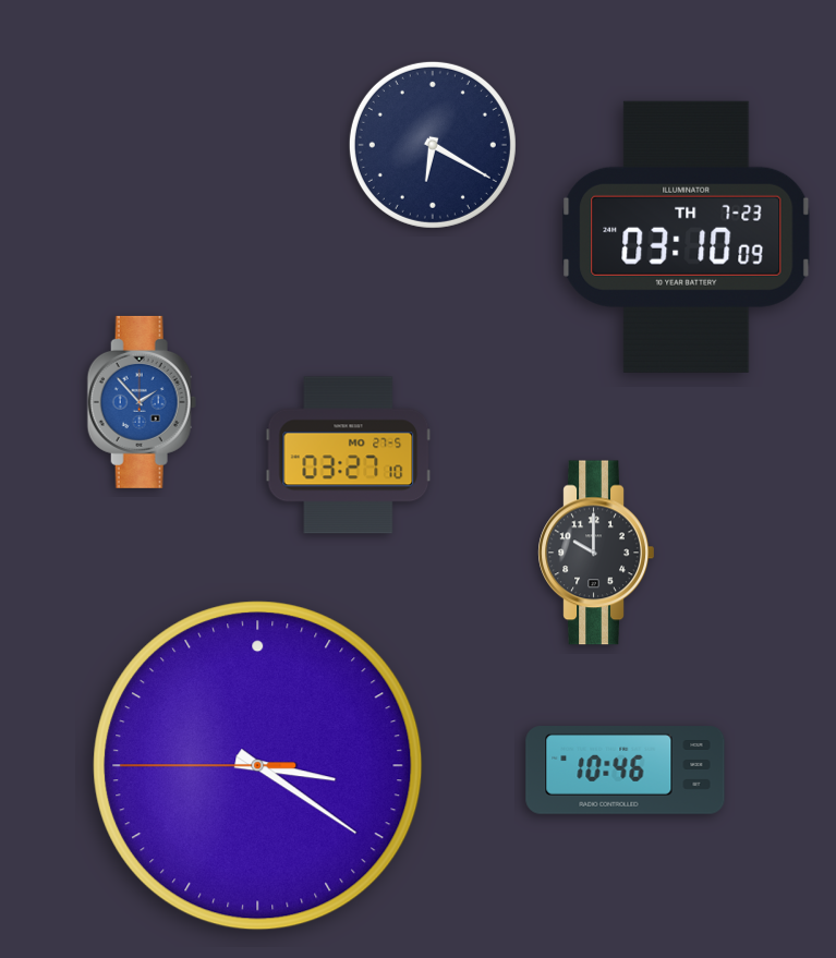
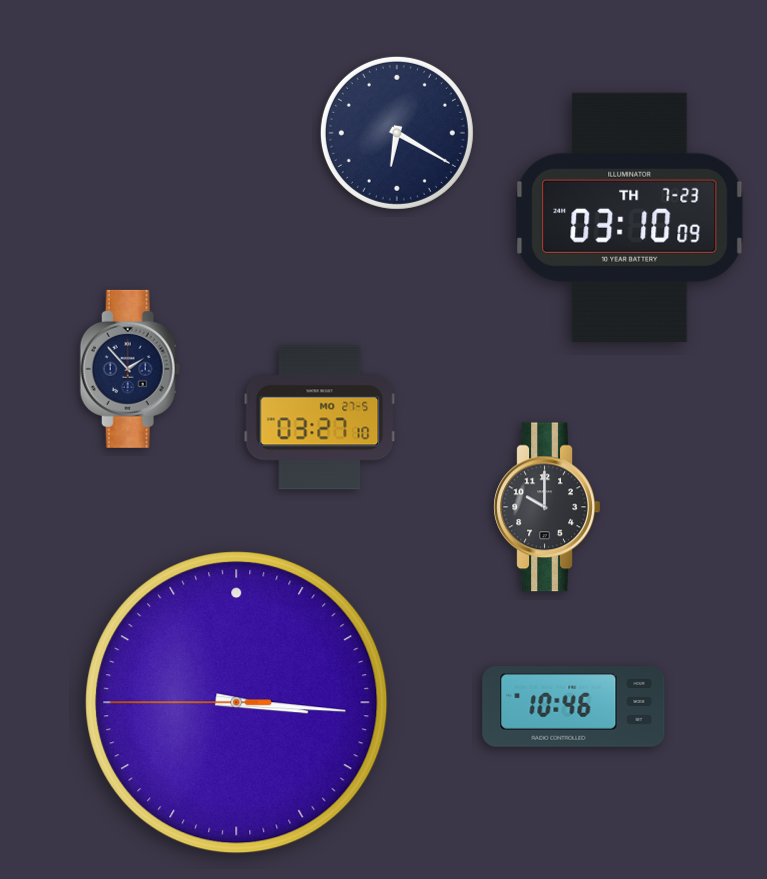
clock at (142, 402) dial: blue -> navy
clock at (258, 766): 3:20 -> 3:15
